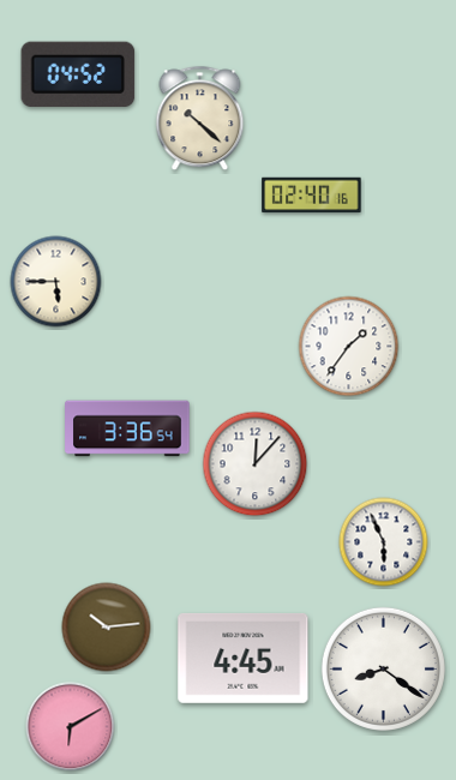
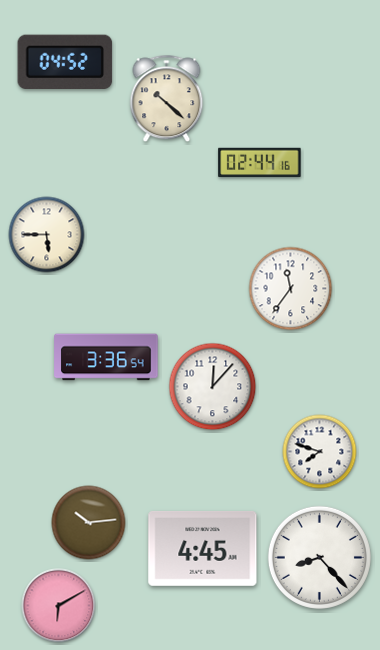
clock at (312, 196): 02:40 -> 02:44
clock at (349, 347): 1:36 -> 11:36
clock at (384, 542): 5:56 -> 7:48
clock at (383, 668): 8:21 -> 8:23
